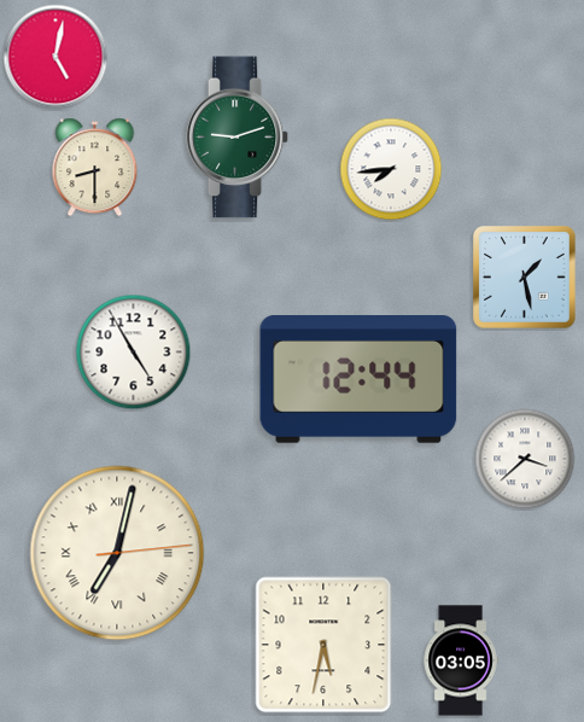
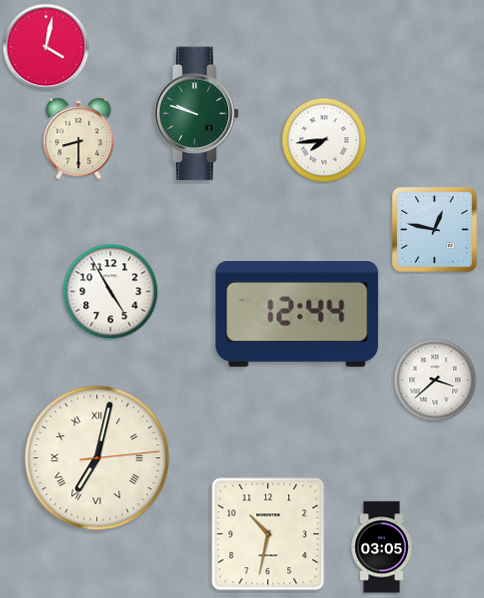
clock at (56, 57): 5:02 -> 4:02
clock at (238, 138): 9:12 -> 9:48
clock at (525, 278): 1:28 -> 12:47
clock at (323, 645): 5:32 -> 10:32
